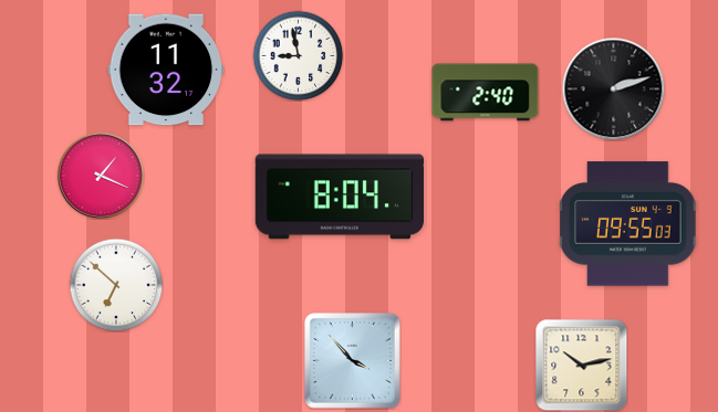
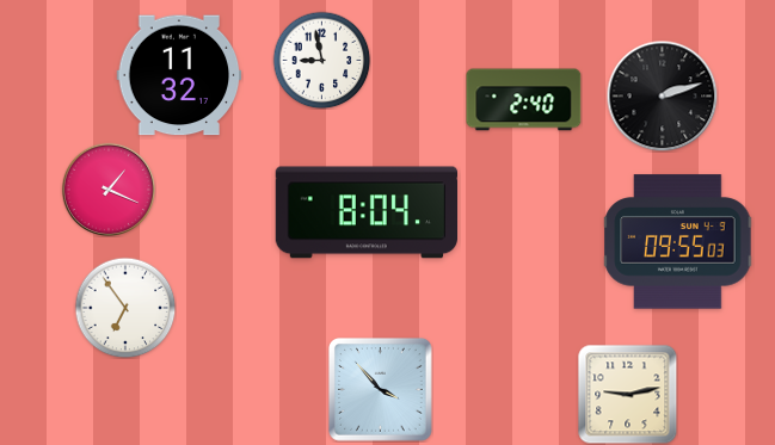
clock at (116, 285): 6:52 -> 6:54
clock at (581, 365): 10:13 -> 9:13
